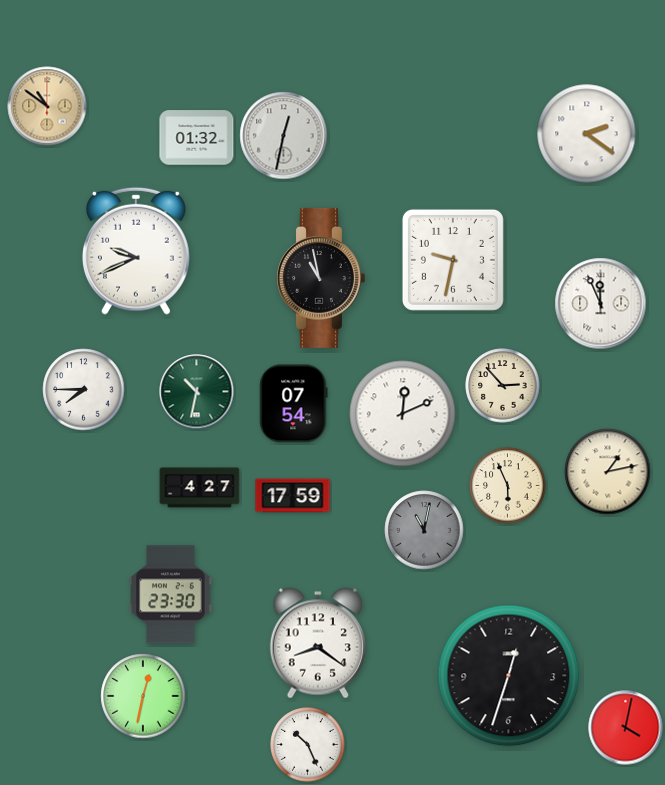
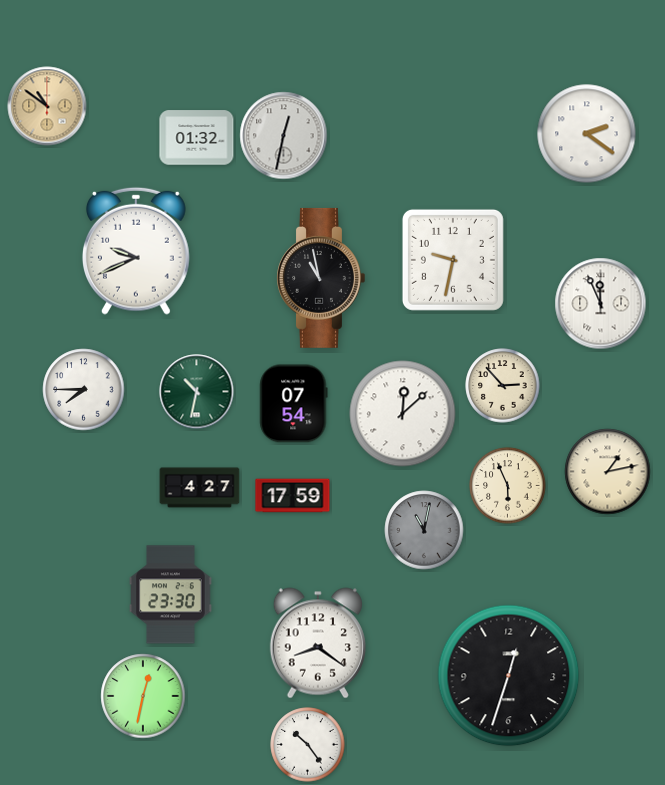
clock at (403, 414): 12:11 -> 12:08
clock at (626, 728): 4:02 -> none
clock at (308, 745): 10:26 -> 10:24
